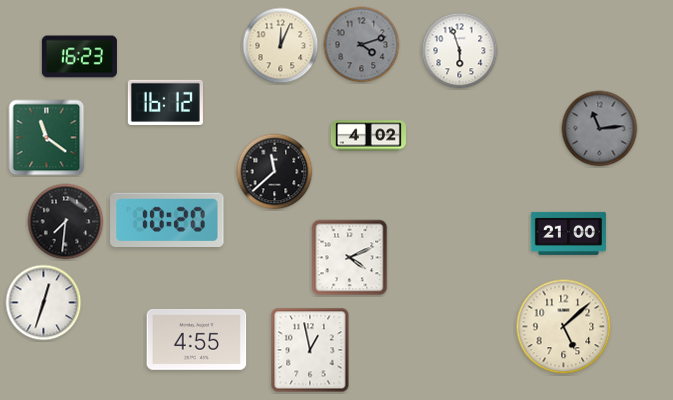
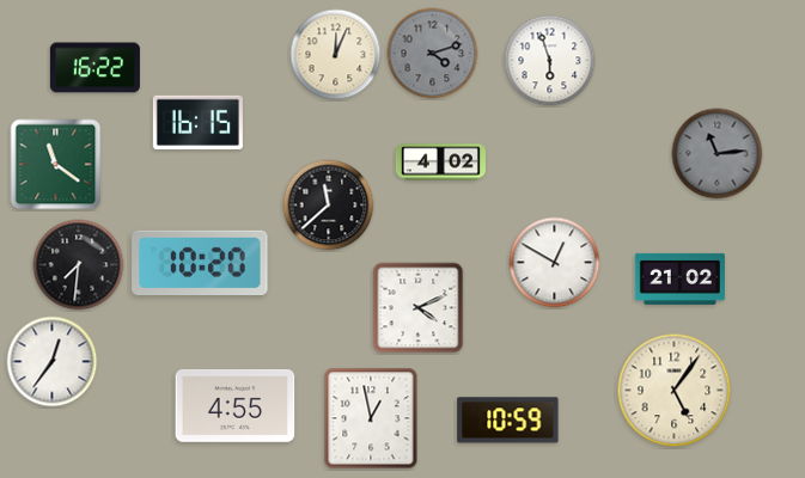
clock at (79, 57): 16:23 -> 16:22
clock at (165, 102): 16:12 -> 16:15
clock at (555, 263): none -> 12:50
clock at (568, 233): 21:00 -> 21:02
clock at (44, 303): 12:33 -> 12:36
clock at (564, 327): 5:08 -> 5:06
clock at (508, 421): none -> 10:59
